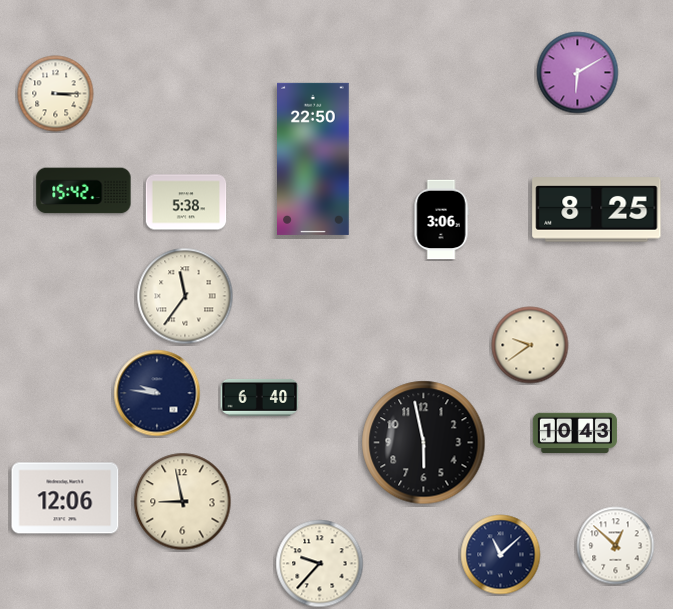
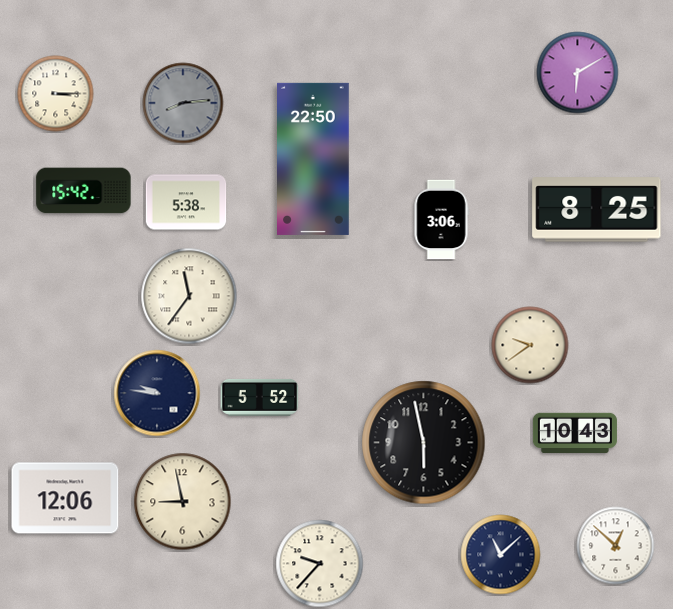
clock at (183, 103): none -> 8:14
clock at (185, 296) position: (185, 296) -> (189, 296)
clock at (260, 397): 6:40 -> 5:52
